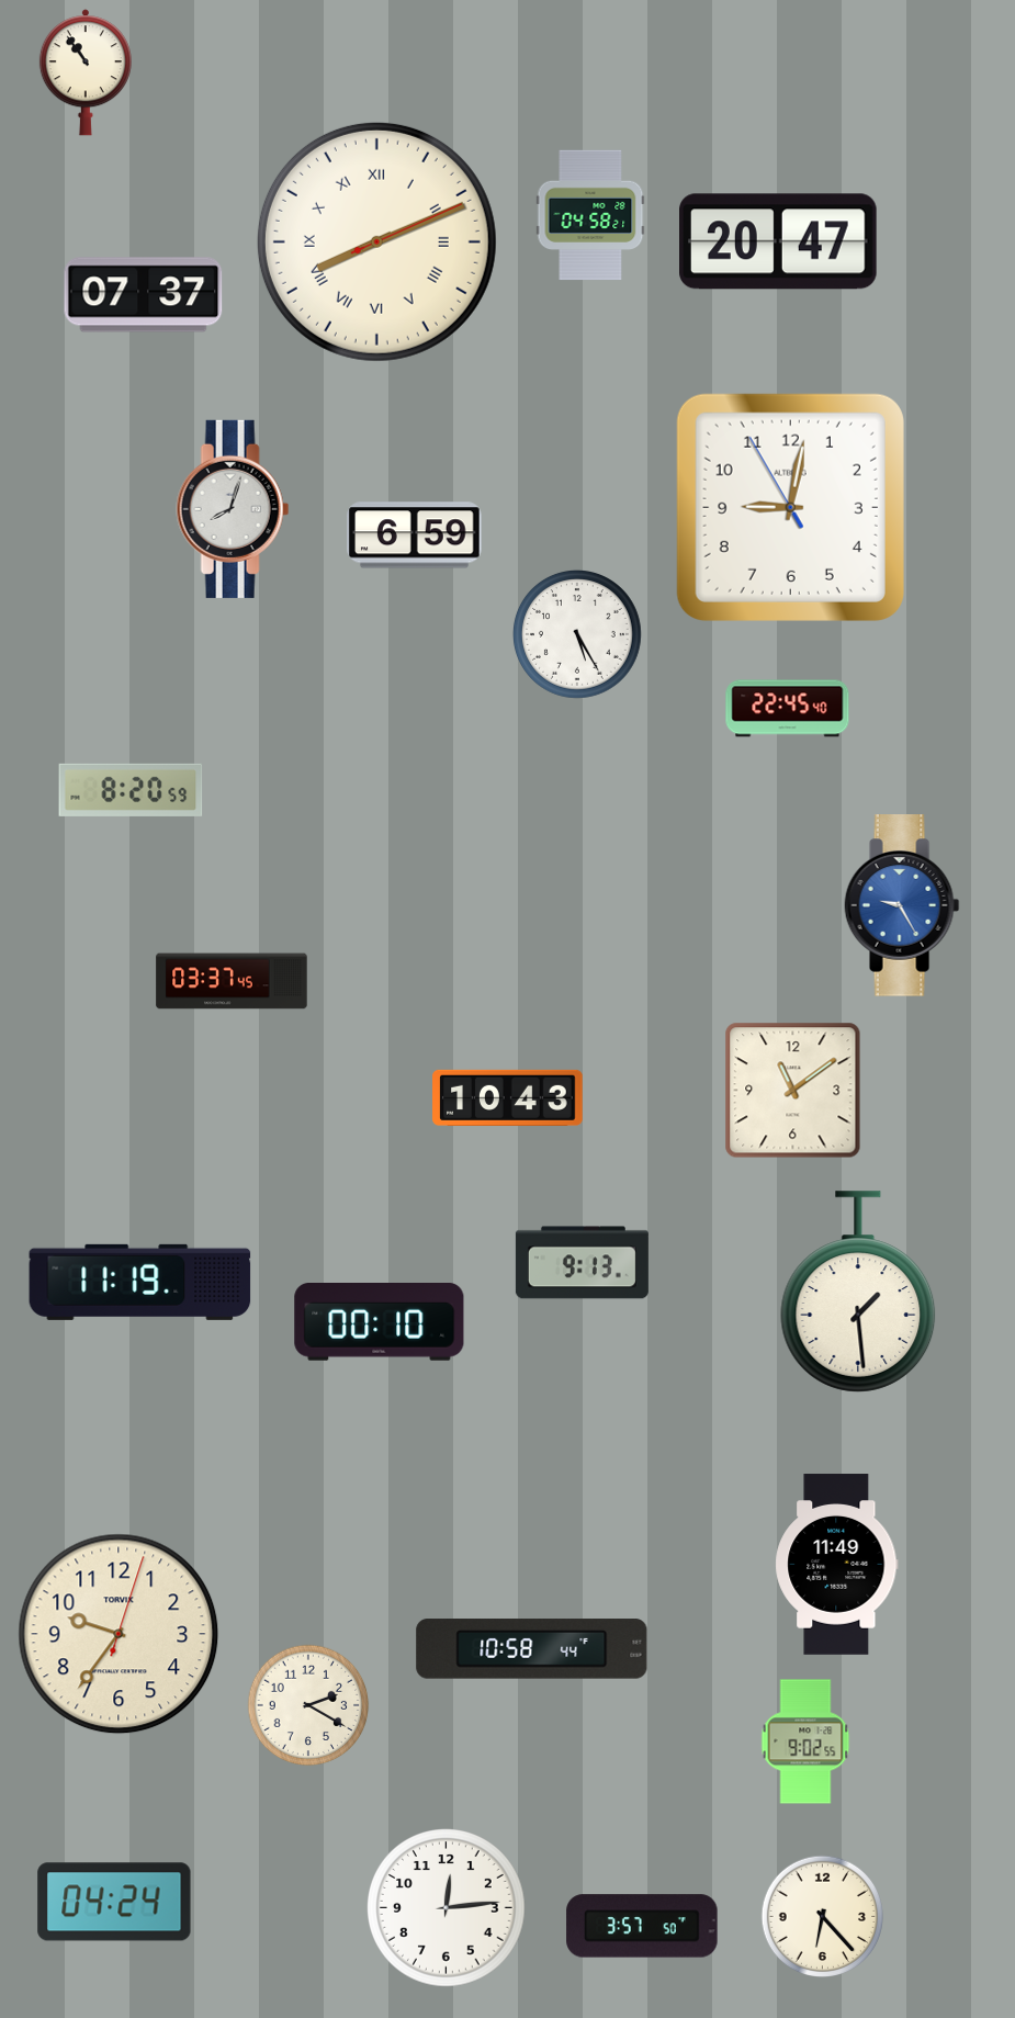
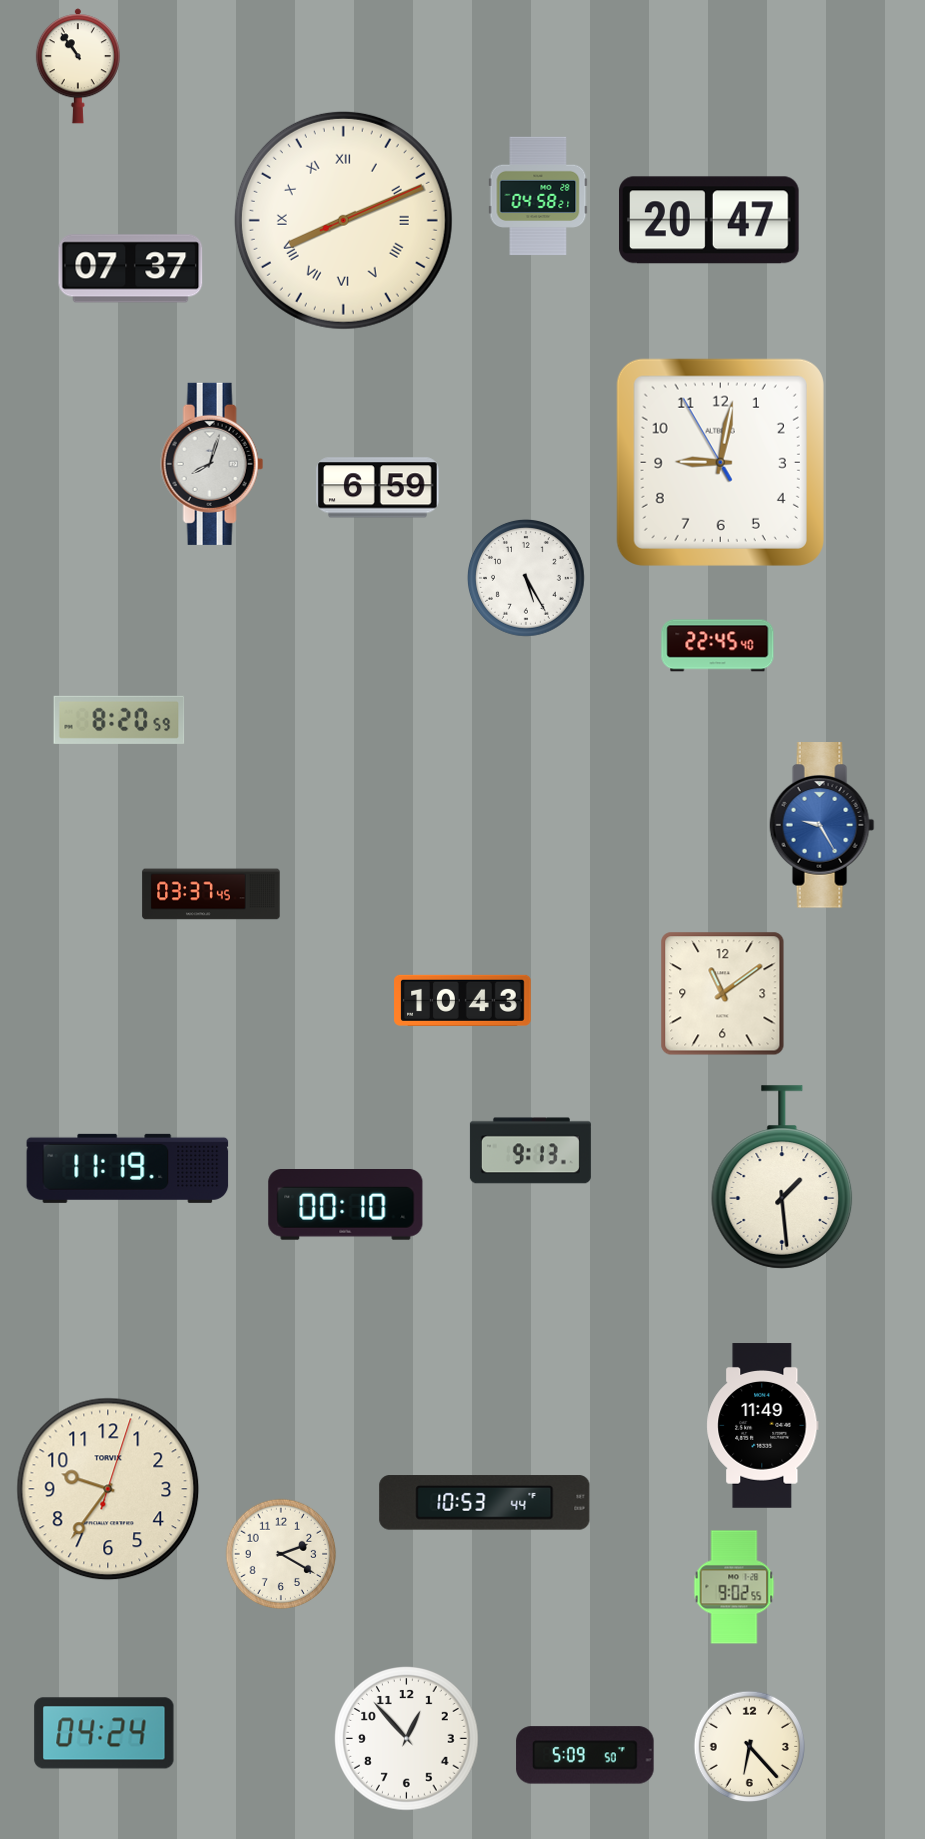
clock at (532, 1649): 10:58 -> 10:53
clock at (447, 1908): 12:14 -> 12:53
clock at (642, 1926): 3:57 -> 5:09
